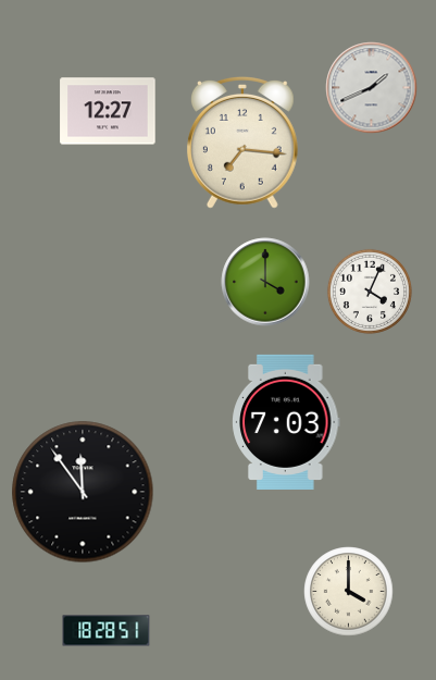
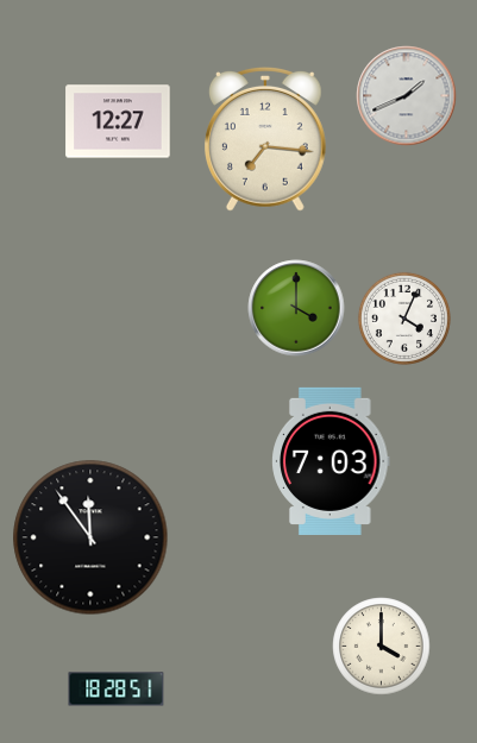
clock at (242, 144) position: (242, 144) -> (265, 140)
clock at (265, 282) position: (265, 282) -> (296, 308)
clock at (286, 422) position: (286, 422) -> (331, 461)
